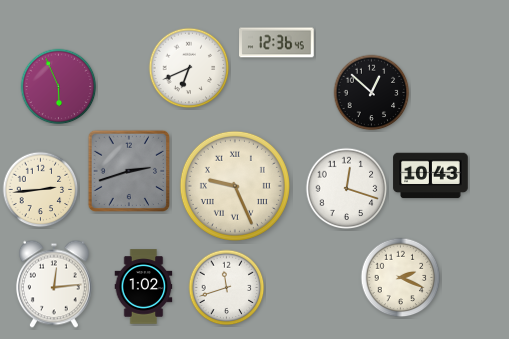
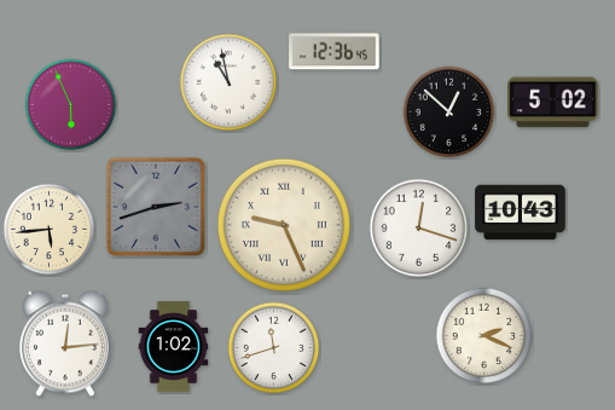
clock at (189, 68): 6:41 -> 10:58
clock at (553, 103): none -> 5:02
clock at (41, 190): 2:44 -> 5:44
